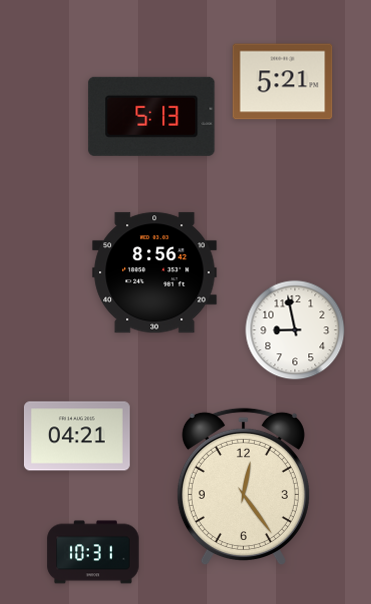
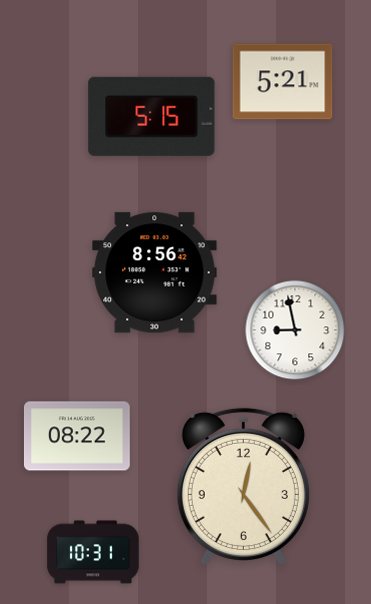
clock at (152, 116): 5:13 -> 5:15
clock at (77, 436): 04:21 -> 08:22
